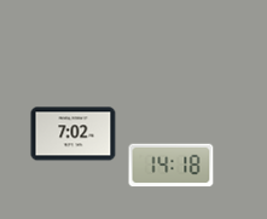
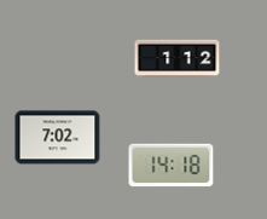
clock at (178, 59): none -> 1:12
clock at (74, 134) position: (74, 134) -> (58, 138)
